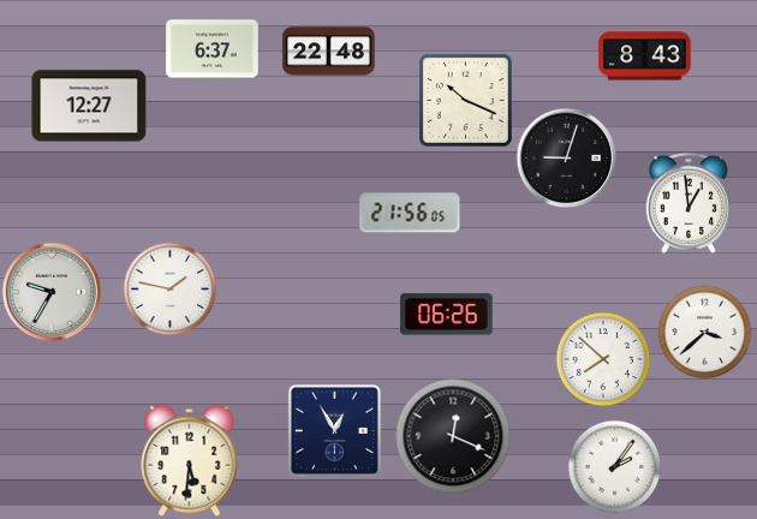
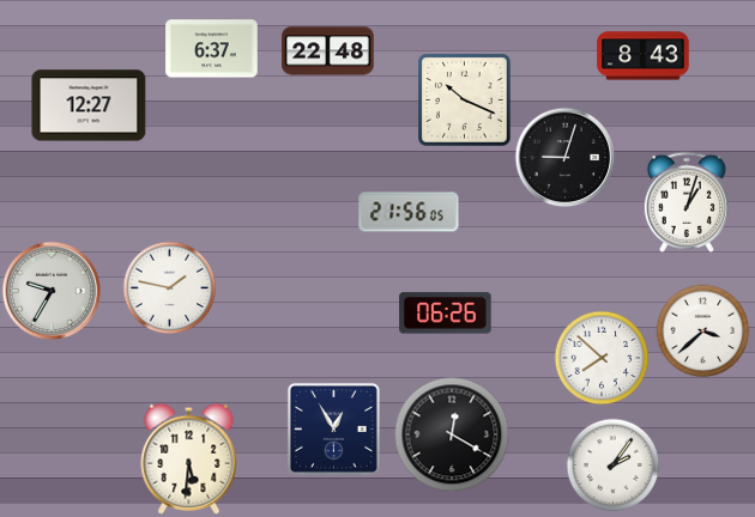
clock at (689, 203): 12:59 -> 1:03
clock at (453, 436): 12:19 -> 12:20
